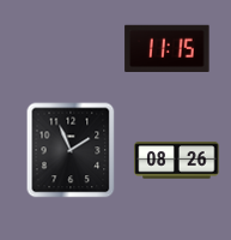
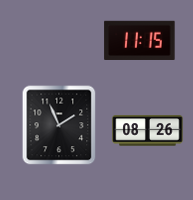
clock at (177, 161) position: (177, 161) -> (148, 131)
